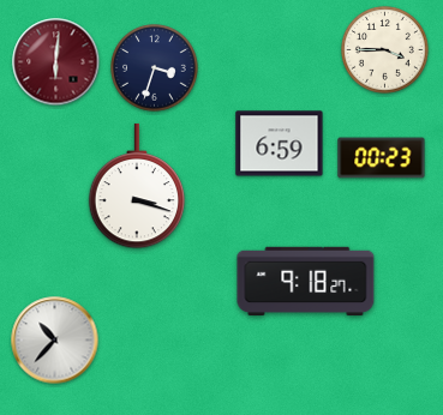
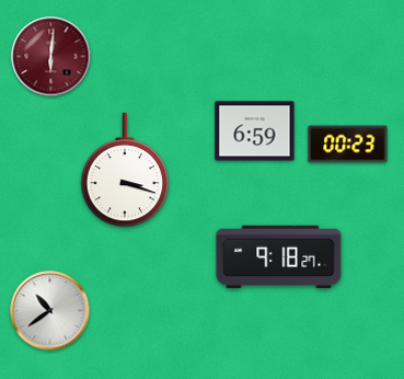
clock at (385, 50): 3:45 -> none
clock at (155, 68): 3:33 -> none
clock at (55, 341): 10:37 -> 10:39
